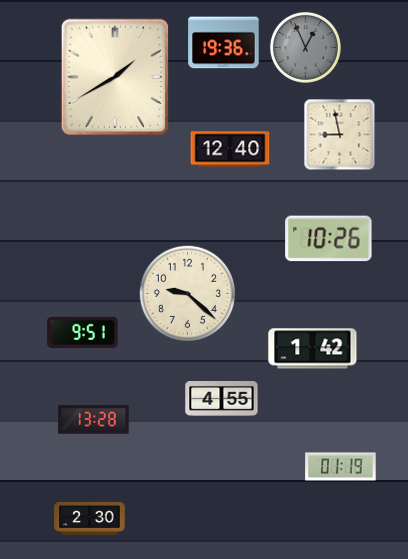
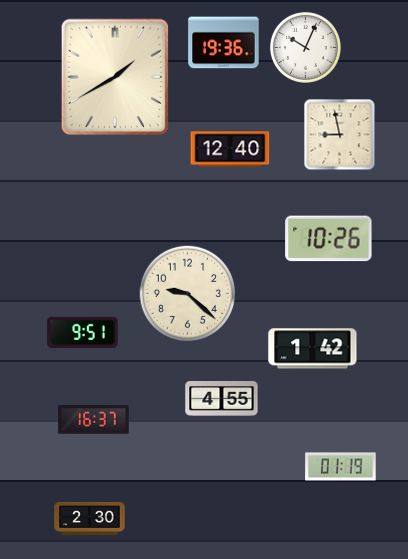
clock at (305, 47): 12:56 -> 10:04
clock at (305, 47) dial: grey -> white
clock at (94, 420): 13:28 -> 16:37
